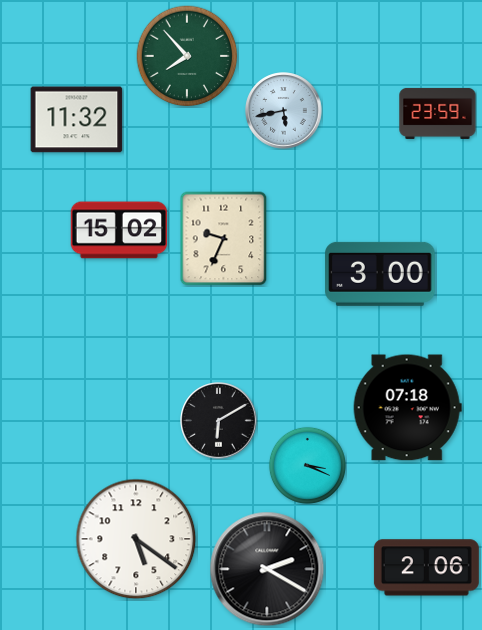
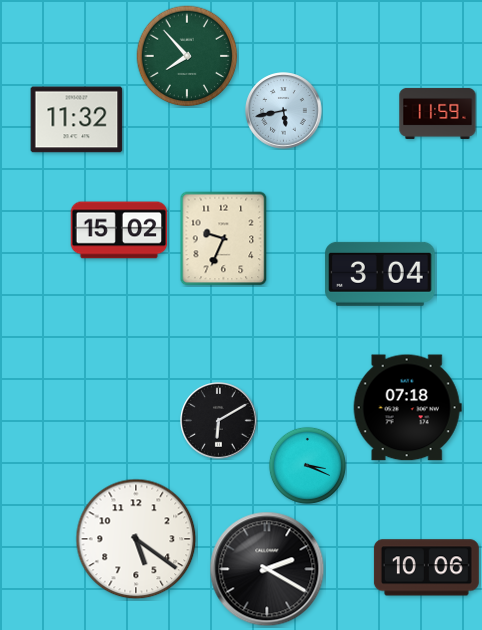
clock at (438, 113): 23:59 -> 11:59
clock at (380, 274): 3:00 -> 3:04
clock at (426, 568): 2:06 -> 10:06
